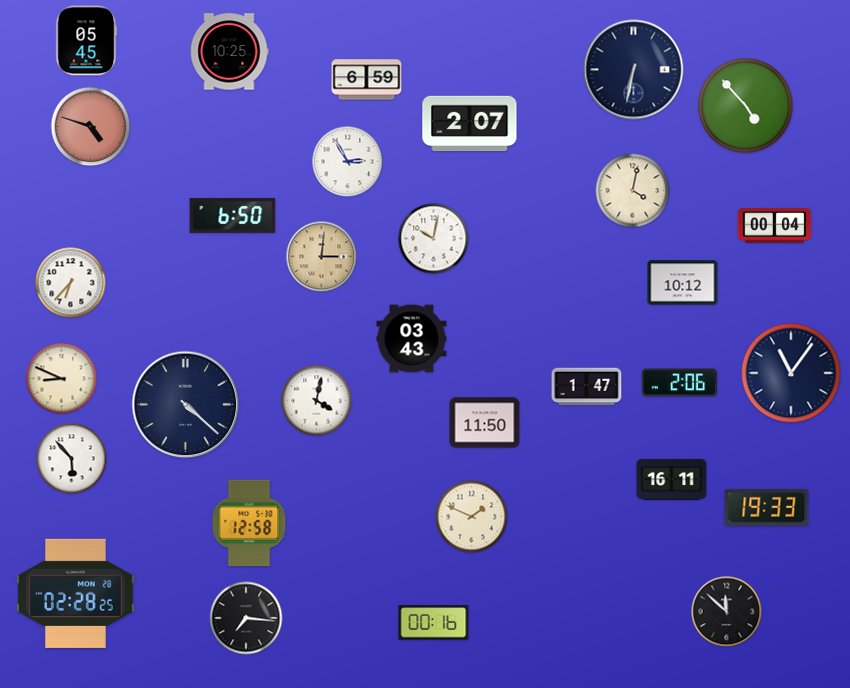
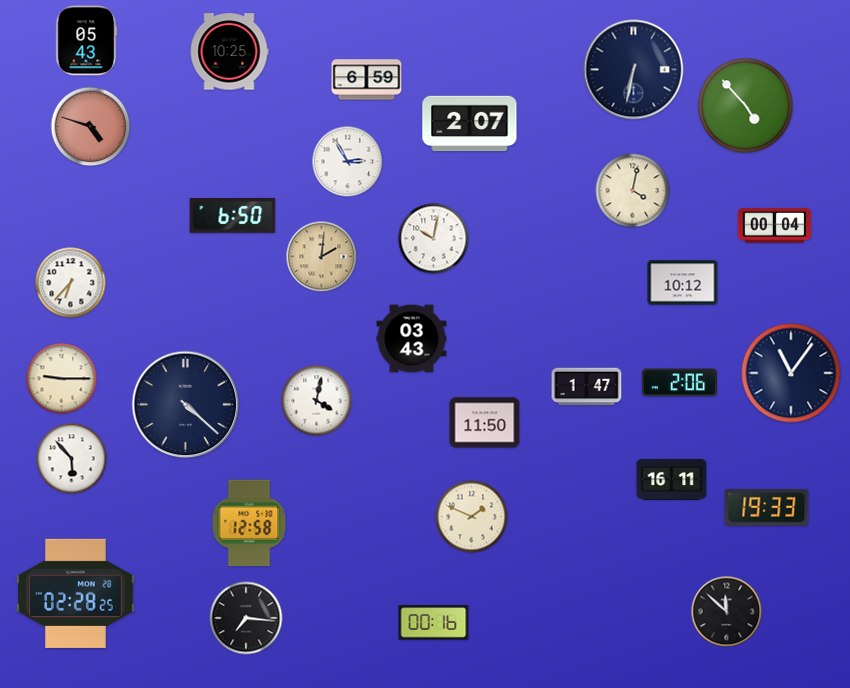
clock at (87, 41): 05:45 -> 05:43
clock at (322, 257): 3:01 -> 2:01
clock at (62, 379): 8:49 -> 9:15
